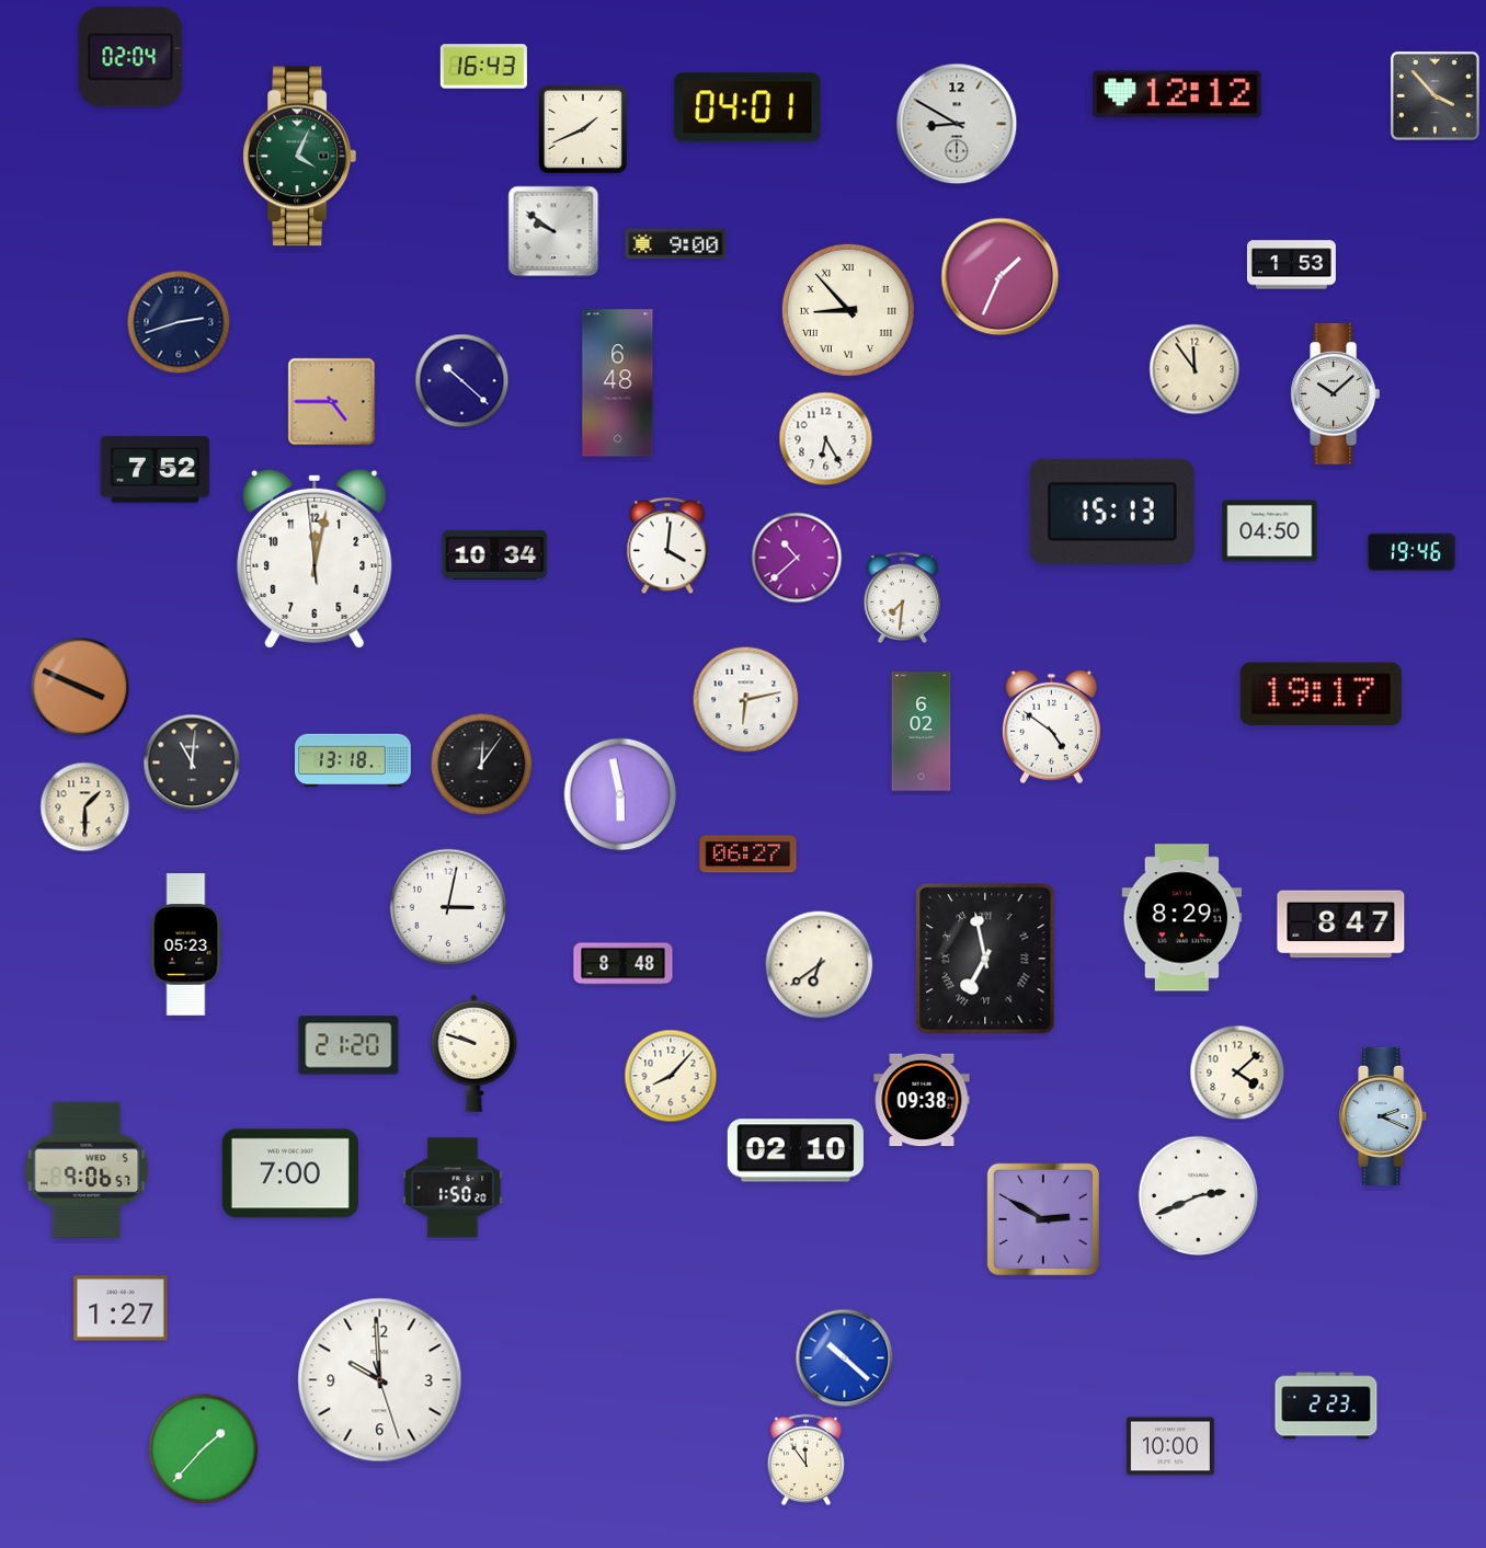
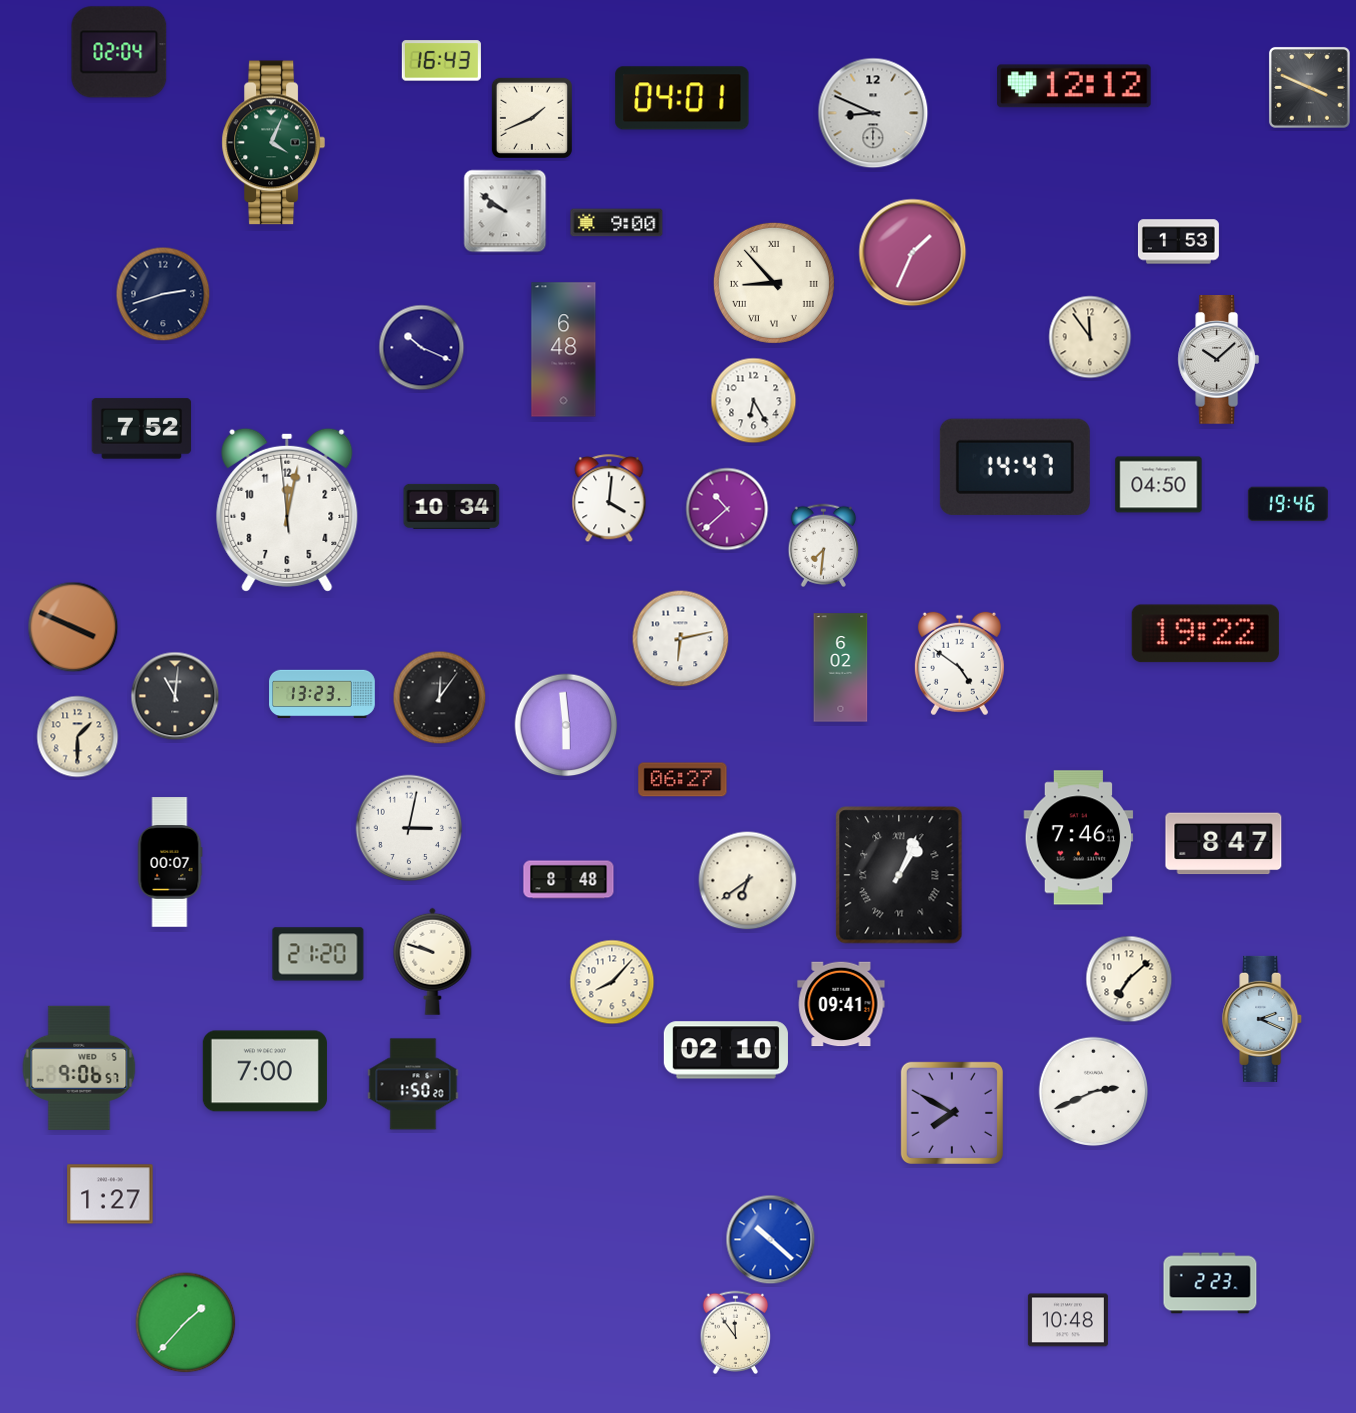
clock at (1434, 95): 3:53 -> 3:49
clock at (957, 124): 8:50 -> 8:49
clock at (462, 381): 10:22 -> 10:19
clock at (332, 402): 4:45 -> none
clock at (1112, 512): 15:13 -> 14:47
clock at (1321, 695): 19:17 -> 19:22
clock at (353, 760): 13:18 -> 13:23
clock at (620, 794): 5:58 -> 5:59
clock at (1182, 918): 8:29 -> 7:46
clock at (186, 944): 05:23 -> 00:07
clock at (985, 959): 6:58 -> 1:04
clock at (1237, 1073): 4:08 -> 7:08
clock at (922, 1100): 09:38 -> 09:41
clock at (1043, 1219): 2:50 -> 7:50
clock at (380, 1380): 9:59 -> none
clock at (1170, 1446): 10:00 -> 10:48
